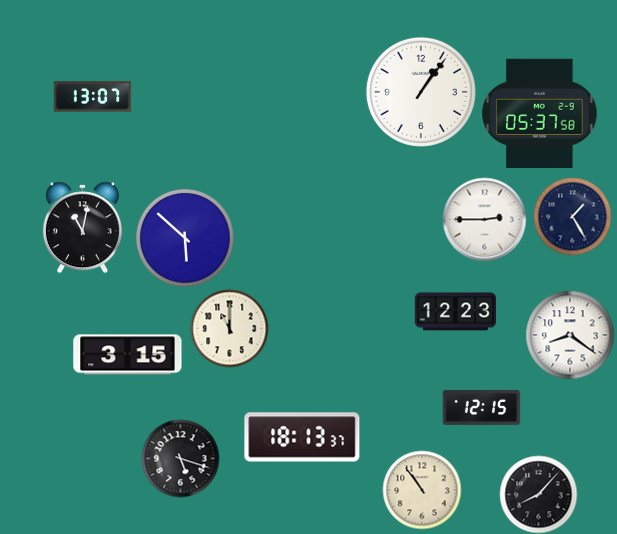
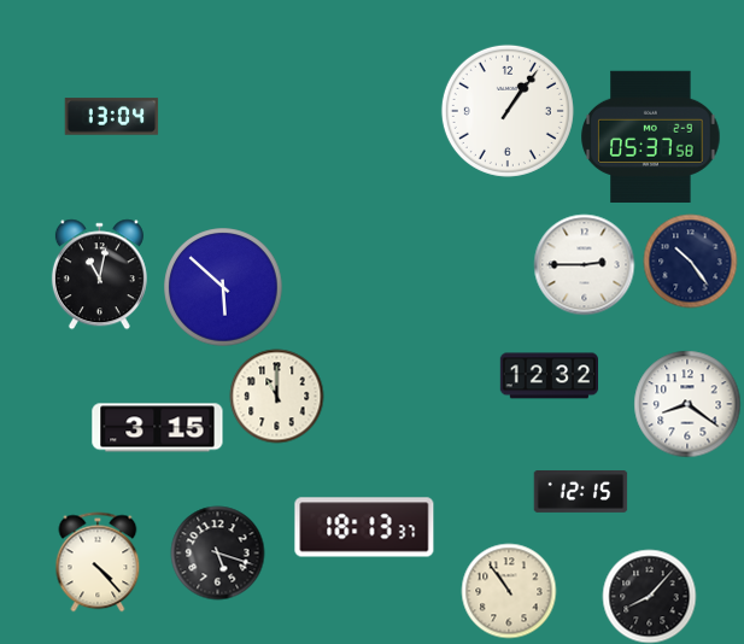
clock at (92, 97): 13:07 -> 13:04
clock at (572, 216): 1:25 -> 10:24
clock at (455, 312): 12:23 -> 12:32
clock at (128, 355) position: (128, 355) -> (158, 428)
clock at (98, 562): none -> 4:23
